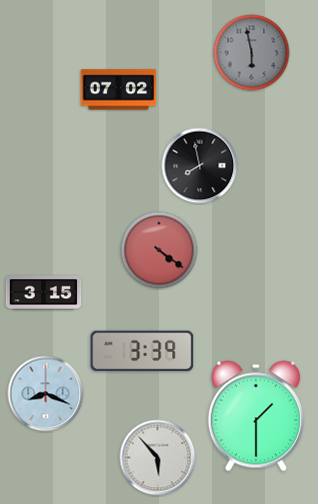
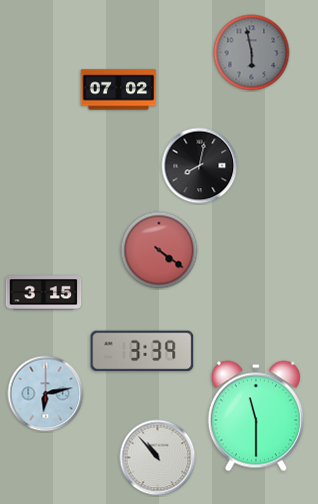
clock at (200, 166): 7:58 -> 8:02
clock at (46, 394): 8:19 -> 6:13
clock at (256, 416): 1:30 -> 11:30
clock at (158, 458): 5:53 -> 10:53
